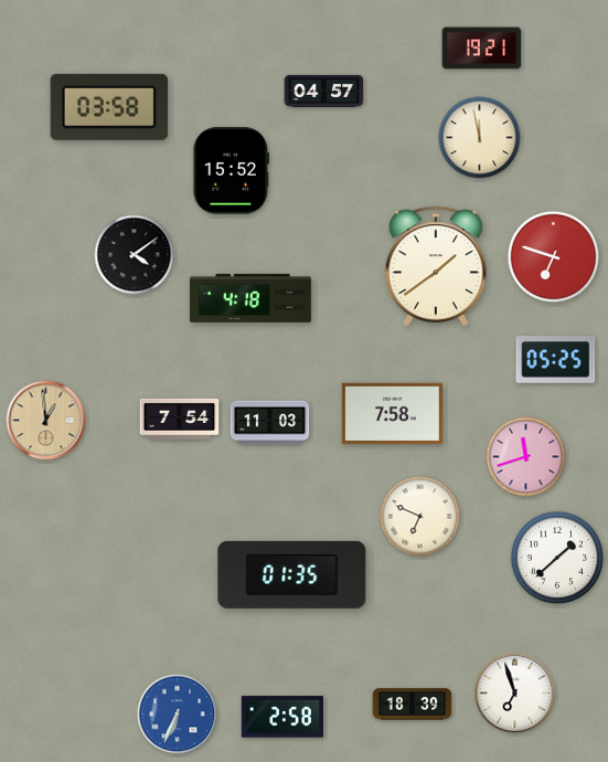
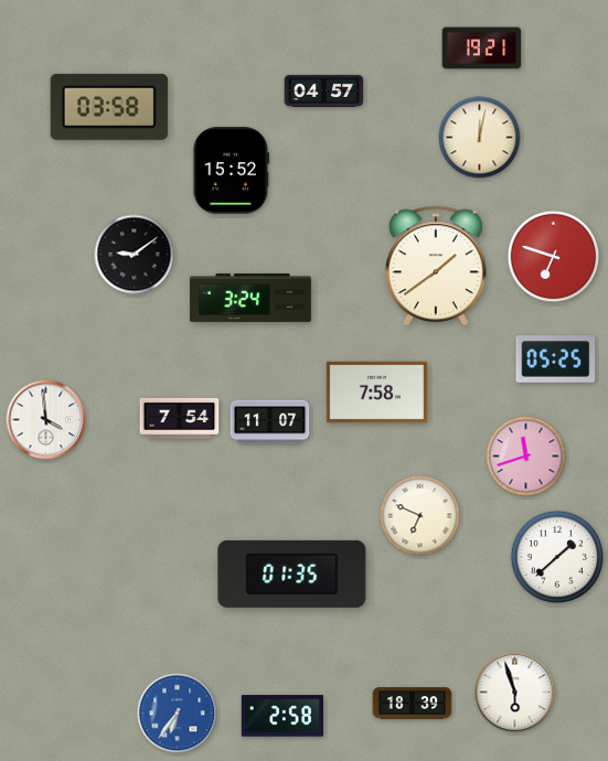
clock at (480, 138): 11:58 -> 12:02
clock at (135, 255): 4:09 -> 9:09
clock at (250, 298): 4:18 -> 3:24
clock at (392, 414) position: (392, 414) -> (376, 393)
clock at (46, 421): 12:59 -> 3:59
clock at (46, 421) dial: champagne -> white
clock at (270, 423): 11:03 -> 11:07
clock at (515, 694): 6:57 -> 5:57
clock at (178, 715): 6:34 -> 6:36
